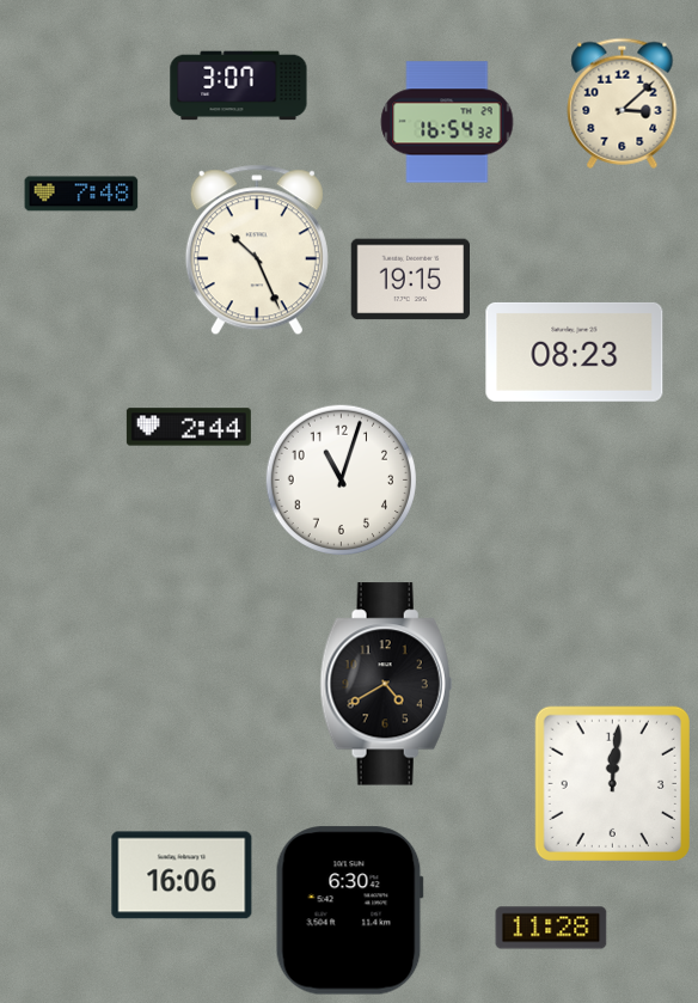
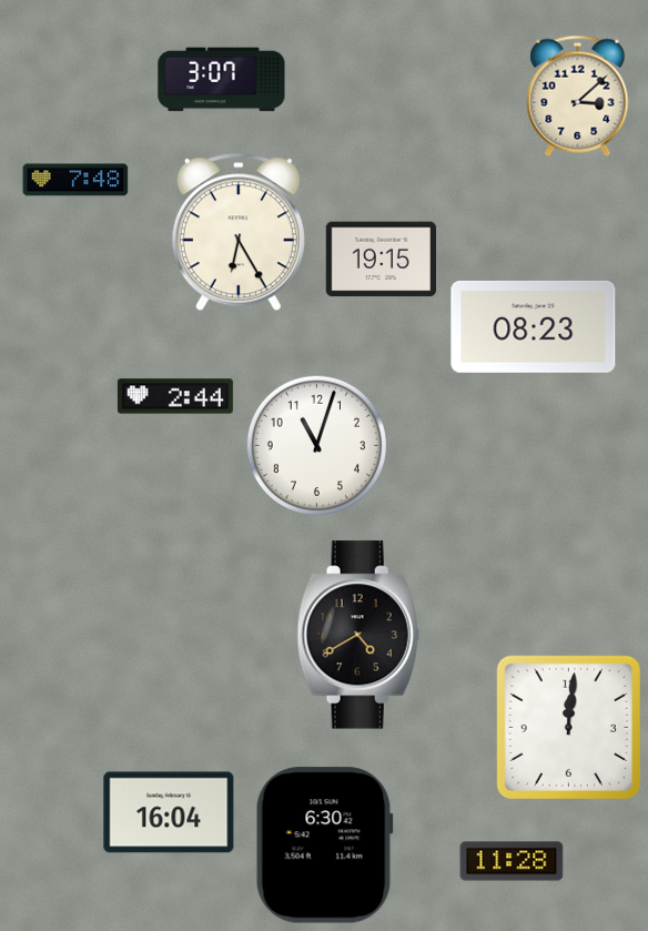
clock at (447, 122): 16:54 -> none
clock at (257, 250): 10:26 -> 6:25
clock at (182, 875): 16:06 -> 16:04
